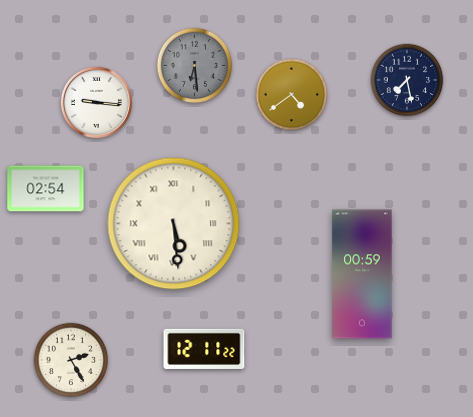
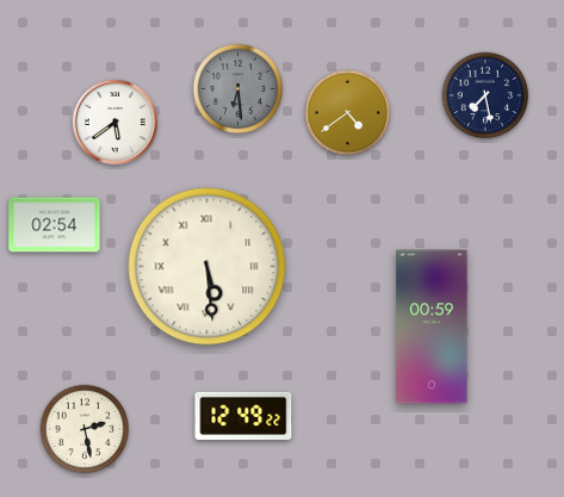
clock at (195, 66) position: (195, 66) -> (238, 89)
clock at (96, 102): 9:16 -> 5:39
clock at (204, 349): 12:11 -> 12:49
clock at (71, 360): 2:25 -> 2:28
